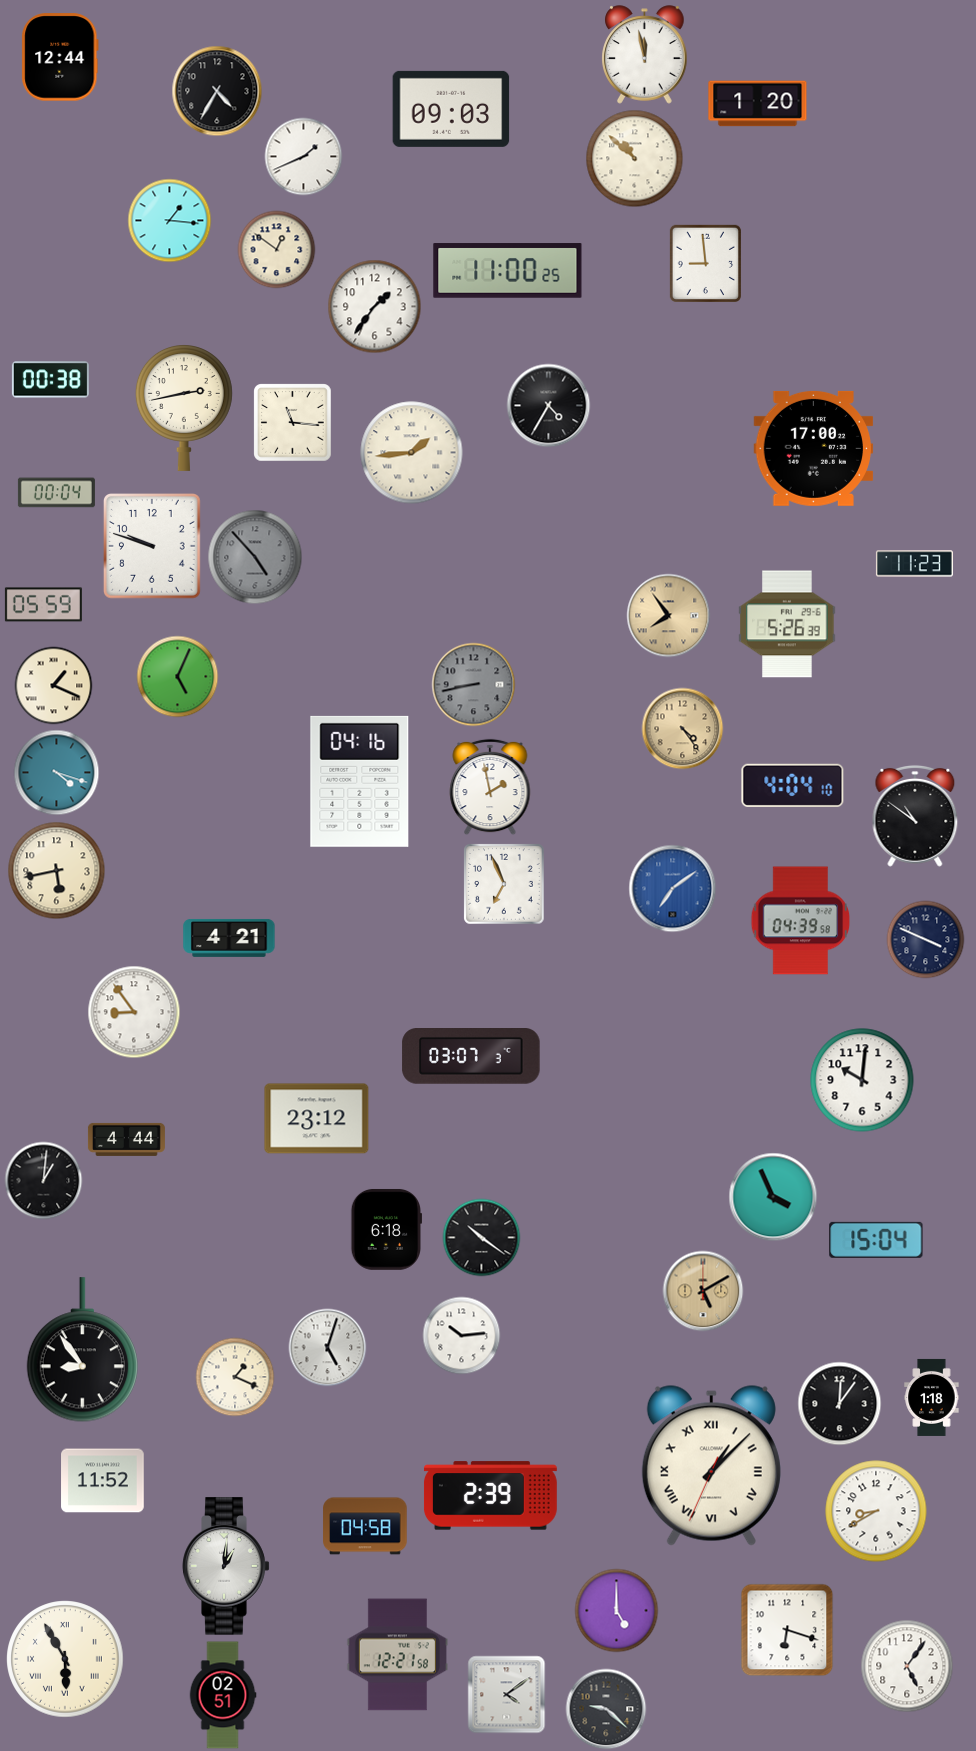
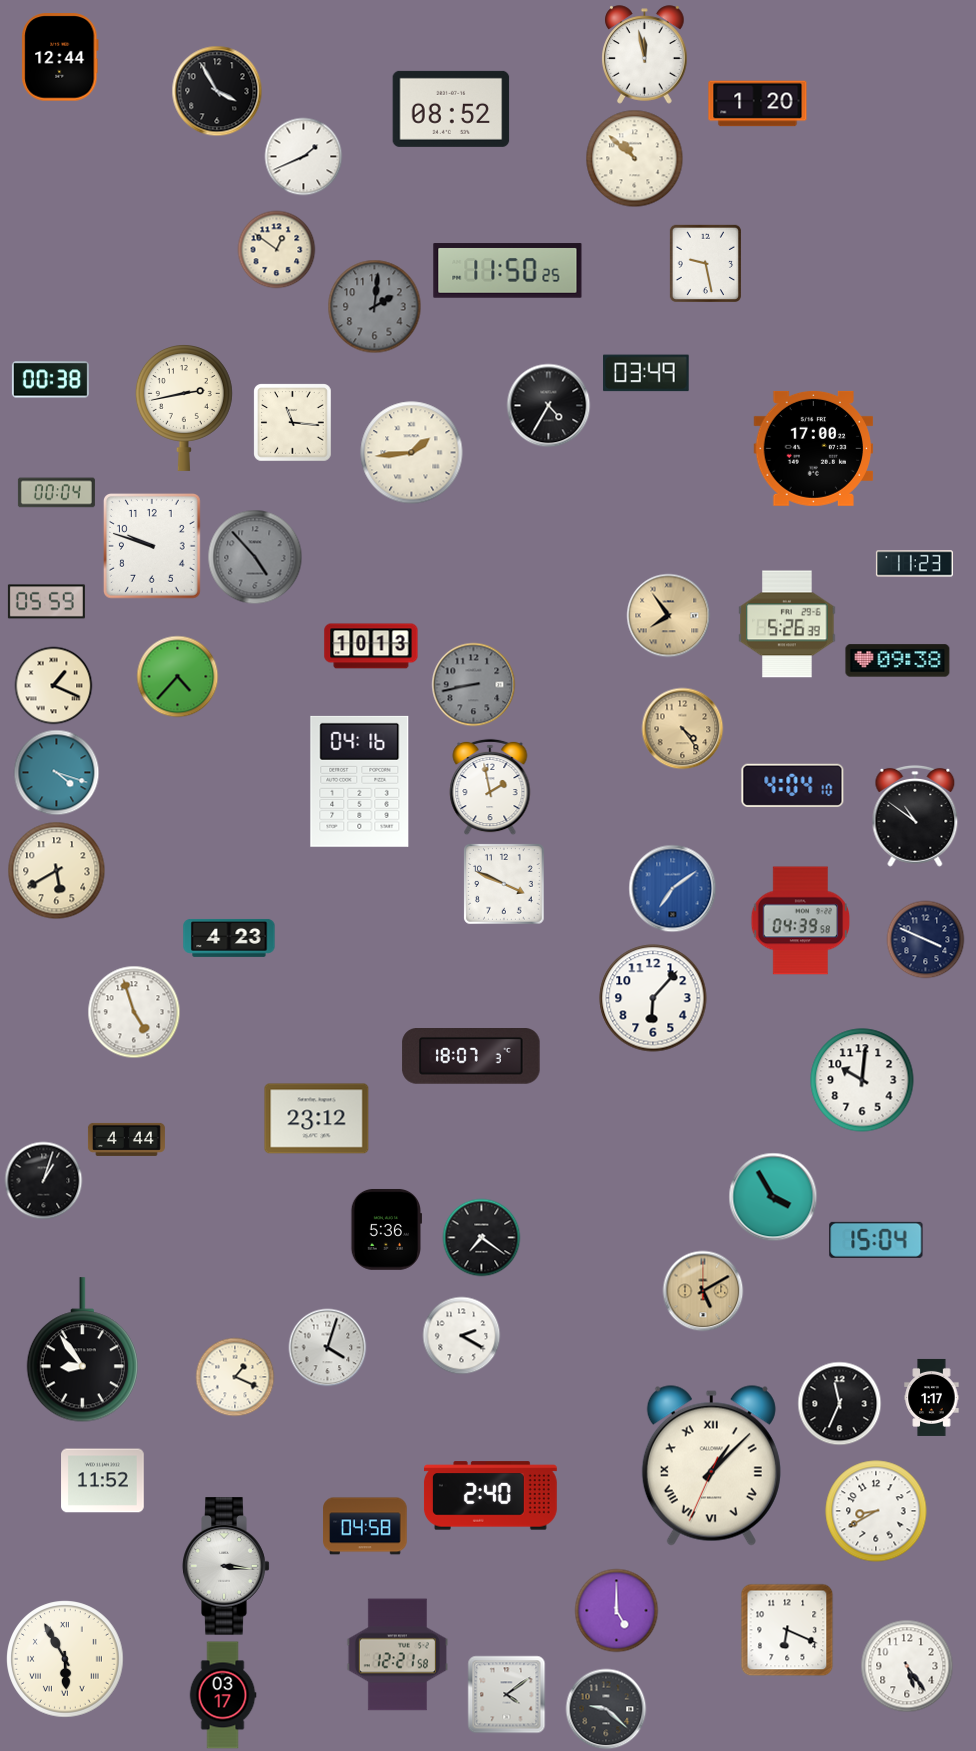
clock at (217, 91): 4:35 -> 3:55
clock at (451, 109): 09:03 -> 08:52
clock at (169, 220): 1:16 -> none
clock at (705, 263): 8:59 -> 9:28
clock at (508, 271): 11:00 -> 11:50
clock at (374, 306): 1:36 -> 2:01
clock at (374, 306) dial: white -> grey
clock at (646, 373): none -> 03:49
clock at (43, 605) position: (43, 605) -> (46, 602)
clock at (371, 646): none -> 10:13
clock at (898, 661): none -> 09:38
clock at (177, 676): 5:04 -> 4:37
clock at (56, 870): 5:43 -> 5:40
clock at (504, 884): 6:56 -> 3:49
clock at (229, 938): 4:21 -> 4:23
clock at (653, 998): none -> 6:07
clock at (134, 1012): 8:54 -> 4:57
clock at (471, 1057): 03:07 -> 18:07
clock at (43, 1180): 1:01 -> 1:03
clock at (773, 1197): 3:56 -> 3:55
clock at (386, 1230): 6:18 -> 5:36
clock at (481, 1237): 10:21 -> 7:21
clock at (461, 1335): 10:14 -> 2:20
clock at (327, 1347): 5:03 -> 4:03
clock at (932, 1397): 1:18 -> 1:17
clock at (839, 1403): 12:06 -> 11:34
clock at (491, 1496): 2:39 -> 2:40
clock at (226, 1566): 1:01 -> 3:16
clock at (787, 1630): 6:18 -> 6:19
clock at (907, 1666): 5:06 -> 5:24
clock at (223, 1695): 02:51 -> 03:17
